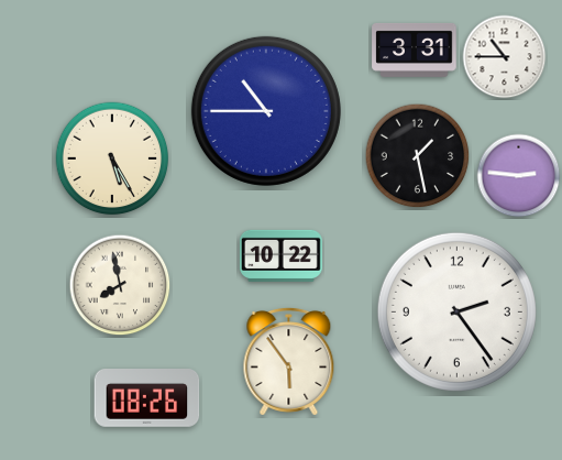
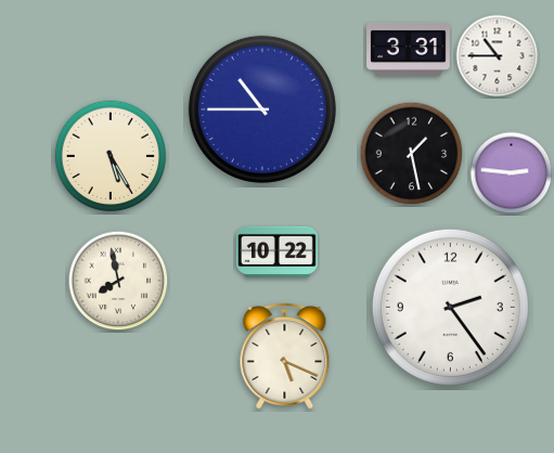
clock at (289, 362): 5:54 -> 5:19
clock at (147, 398): 08:26 -> none
